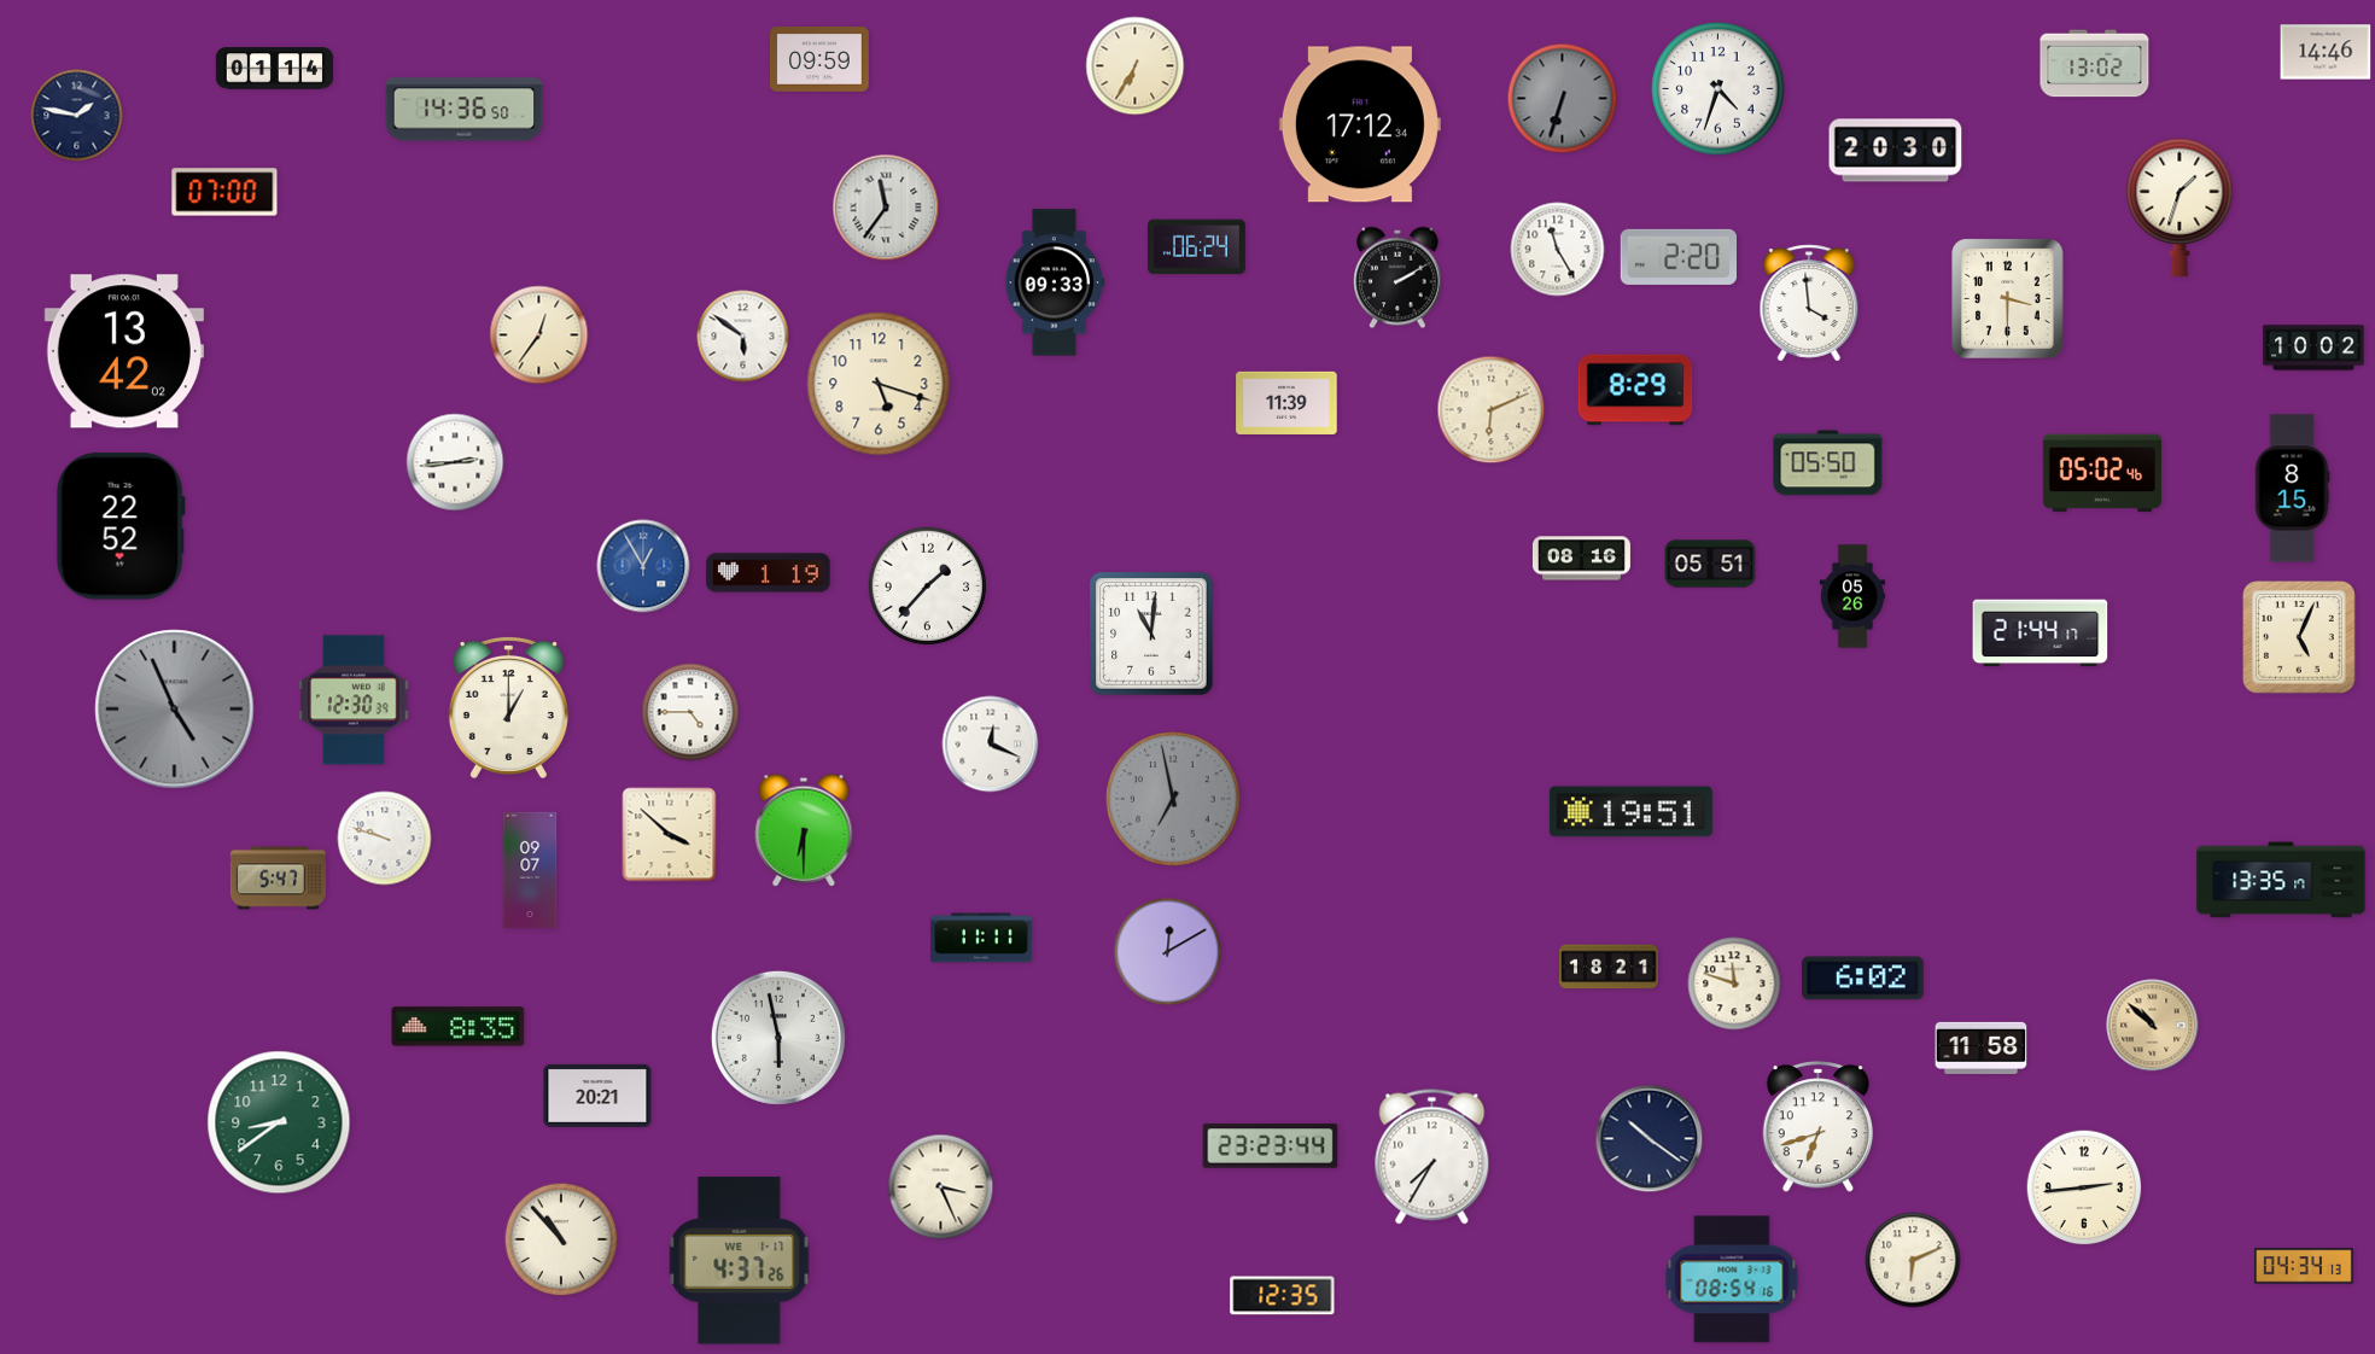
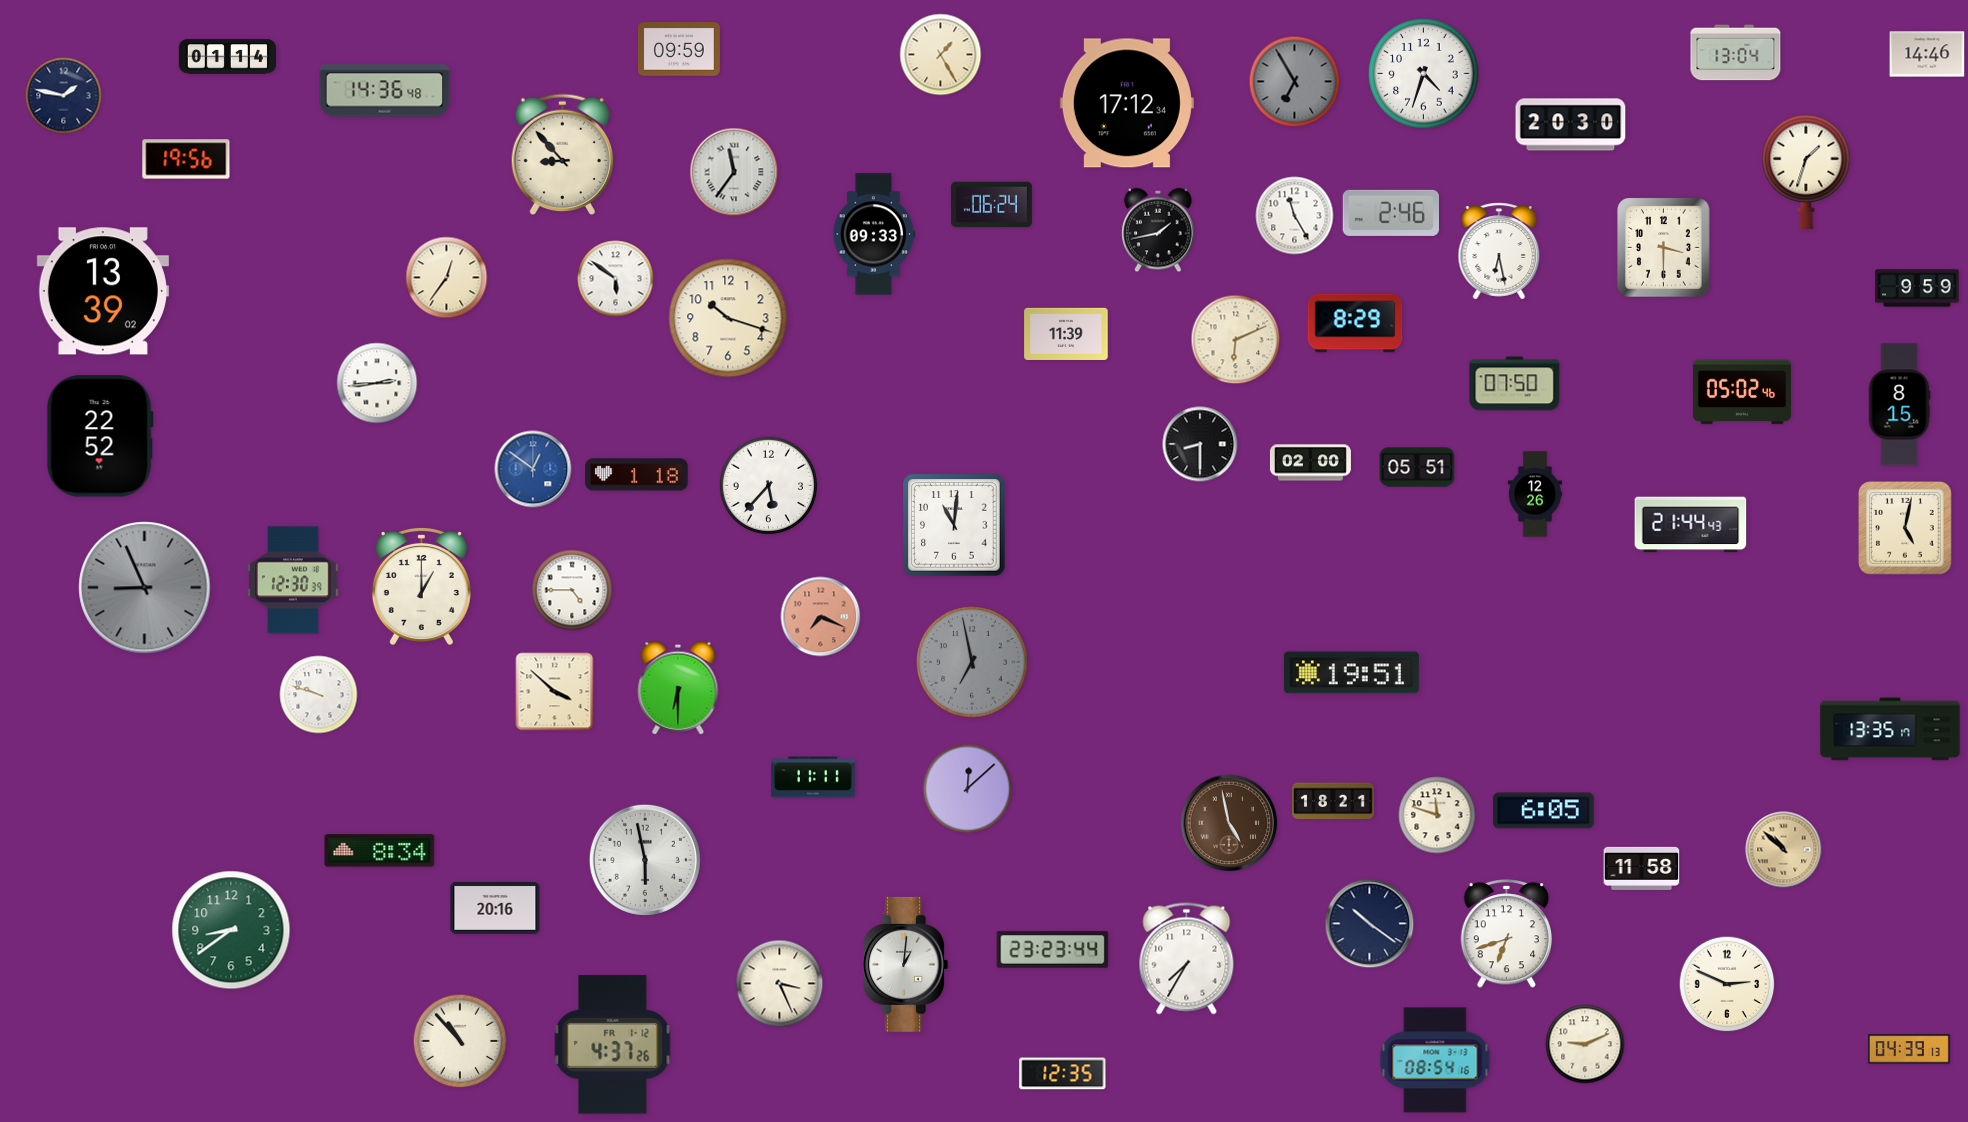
clock at (2326, 52) position: (2326, 52) -> (1927, 54)
clock at (2095, 64): 13:02 -> 13:04
clock at (1136, 66): 6:35 -> 1:25
clock at (1563, 99): 6:33 -> 6:55
clock at (465, 110): 14:36:50 -> 14:36:48
clock at (563, 155): none -> 8:53
clock at (224, 192): 07:00 -> 19:56
clock at (1558, 250) position: (1558, 250) -> (1295, 216)
clock at (1677, 257): 2:20 -> 2:46
clock at (1397, 278): 2:10 -> 1:43
clock at (1809, 303): 3:59 -> 6:28
clock at (2313, 348): 10:02 -> 9:59
clock at (124, 351): 13:42 -> 13:39
clock at (879, 384): 5:18 -> 10:18
clock at (1828, 463): 05:50 -> 07:50
clock at (1200, 444): none -> 8:30
clock at (1581, 559): 08:16 -> 02:00
clock at (643, 566): 12:55 -> 12:51
clock at (769, 573): 1:19 -> 1:18
clock at (927, 585): 1:37 -> 5:37
clock at (1852, 596): 05:26 -> 12:26
clock at (2041, 634): 21:44:17 -> 21:44:43
clock at (2299, 637): 5:04 -> 5:02
clock at (175, 710): 4:56 -> 8:56
clock at (991, 745): 12:19 -> 7:19
clock at (991, 745) dial: white -> salmon
clock at (804, 830) position: (804, 830) -> (678, 688)
clock at (530, 870): 09:07 -> none
clock at (278, 879): 5:47 -> none
clock at (1168, 952): 12:10 -> 12:08
clock at (1863, 979): 6:02 -> 6:05
clock at (1229, 823): none -> 4:58
clock at (459, 1027): 8:35 -> 8:34
clock at (597, 1096): 20:21 -> 20:16
clock at (1650, 1139) position: (1650, 1139) -> (1370, 924)
clock at (905, 964): none -> 1:01
clock at (2084, 1187): 2:44 -> 2:49
clock at (561, 1239) position: (561, 1239) -> (460, 1041)
clock at (1913, 1260): 6:11 -> 9:11
clock at (740, 1261) date: WE 1-17 -> FR 1-12
clock at (2305, 1266): 04:34 -> 04:39
